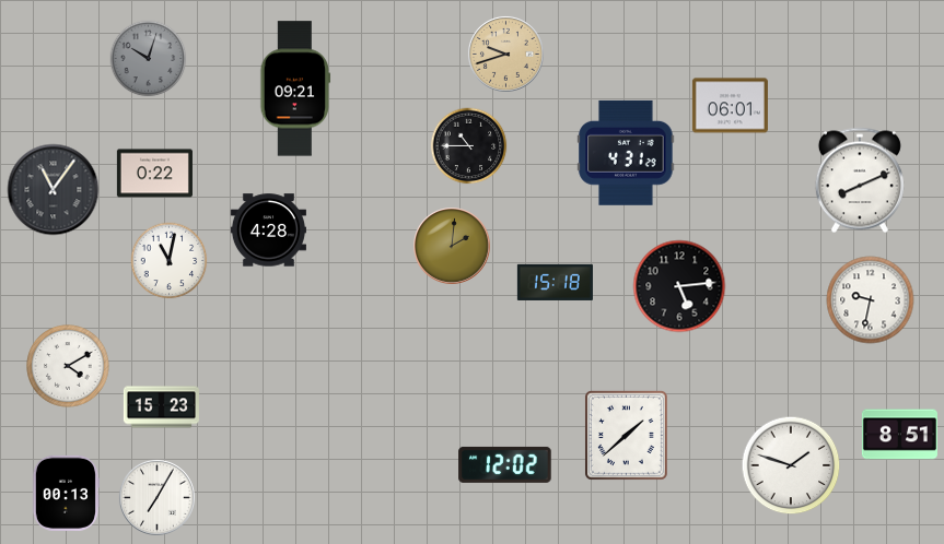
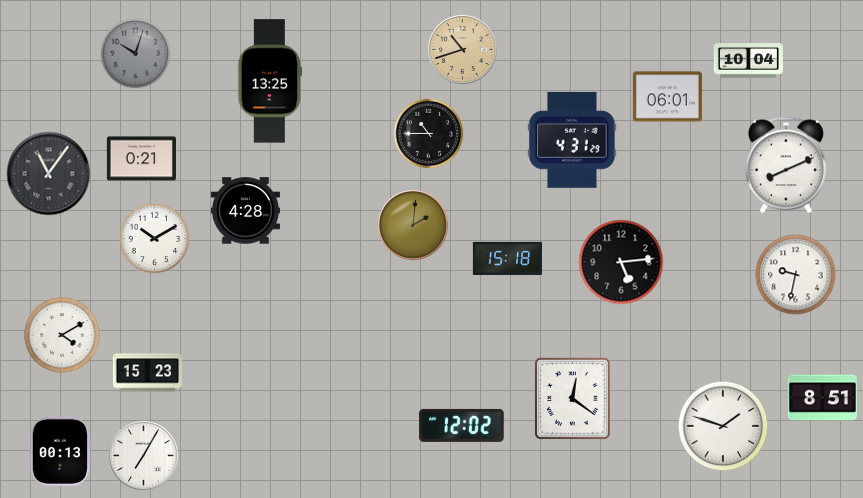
clock at (505, 54): 9:42 -> 10:42
clock at (748, 61): none -> 10:04
clock at (295, 88): 09:21 -> 13:25
clock at (154, 174): 0:22 -> 0:21
clock at (170, 261): 11:02 -> 10:10
clock at (626, 435): 1:38 -> 12:21
